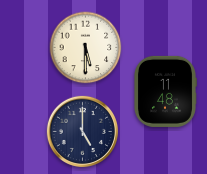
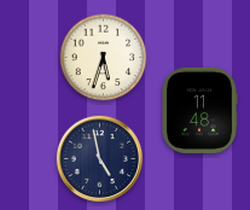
clock at (86, 48): 5:30 -> 5:33
clock at (82, 131): 5:00 -> 4:58
